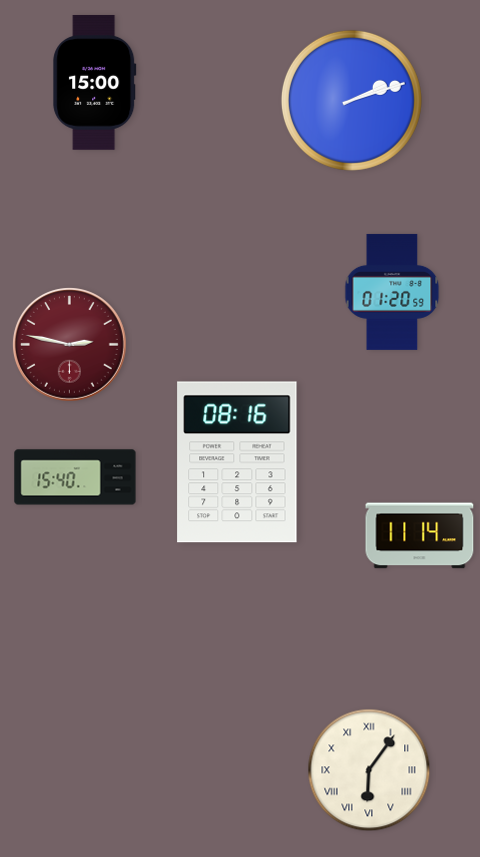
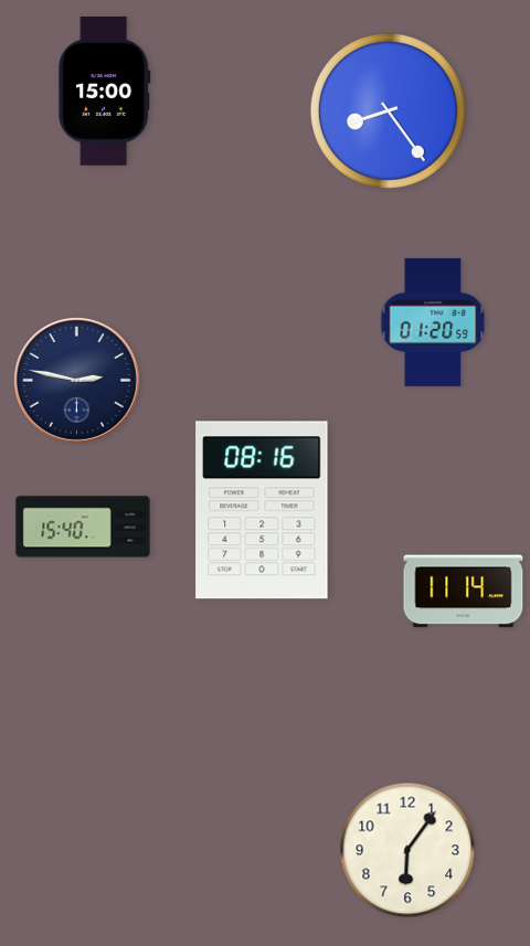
clock at (351, 100): 2:12 -> 8:24
clock at (69, 344) dial: burgundy -> navy
clock at (369, 770) numerals: Roman -> Arabic
